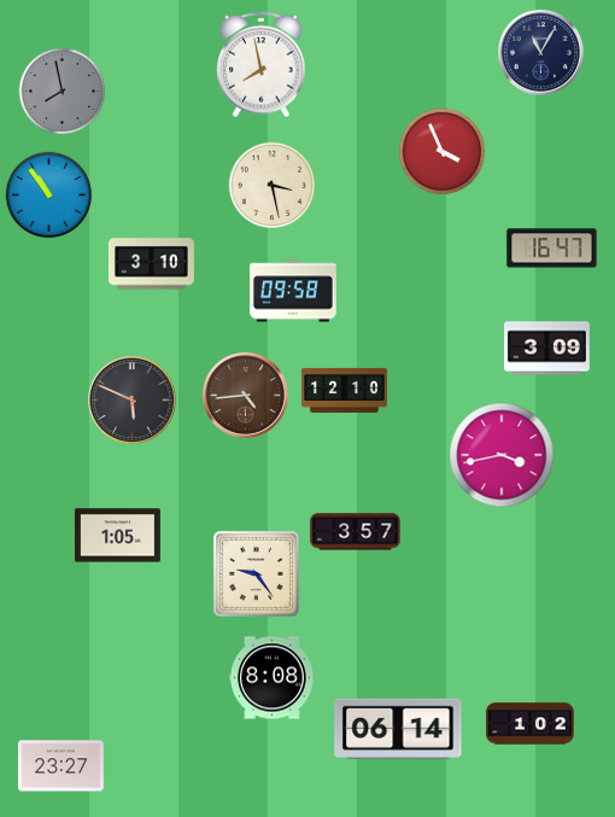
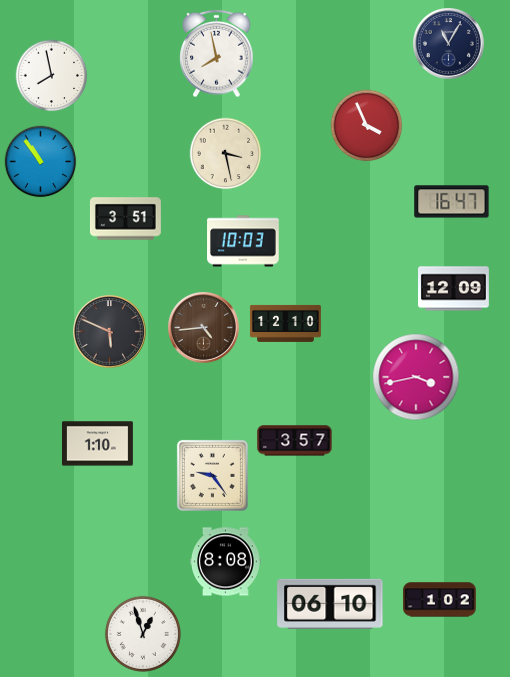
clock at (63, 92) dial: grey -> white
clock at (552, 249) position: (552, 249) -> (452, 202)
clock at (152, 264): 3:10 -> 3:51
clock at (293, 291): 09:58 -> 10:03
clock at (547, 349): 3:09 -> 12:09
clock at (117, 536): 1:05 -> 1:10
clock at (398, 729): 06:14 -> 06:10
clock at (143, 634): none -> 12:57
clock at (60, 766): 23:27 -> none
